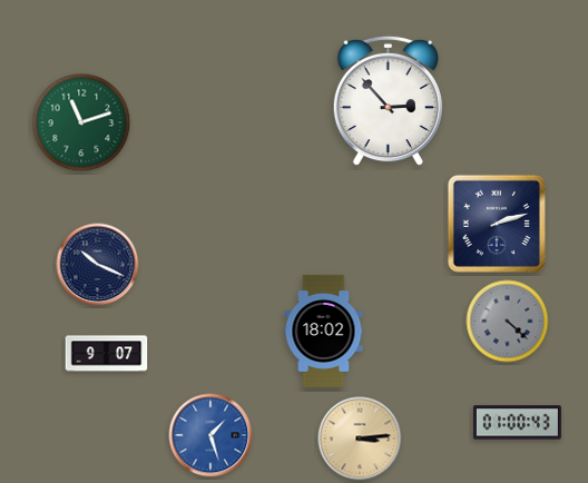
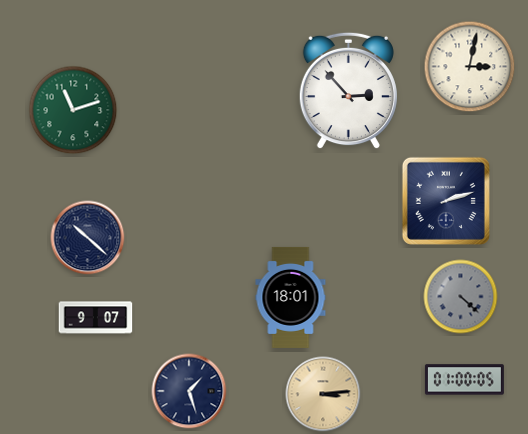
clock at (470, 67): none -> 3:02
clock at (98, 265): 10:19 -> 10:22
clock at (508, 322) position: (508, 322) -> (461, 297)
clock at (324, 331): 18:02 -> 18:01
clock at (517, 423): 01:00:43 -> 01:00:05
clock at (210, 435) dial: blue -> navy
